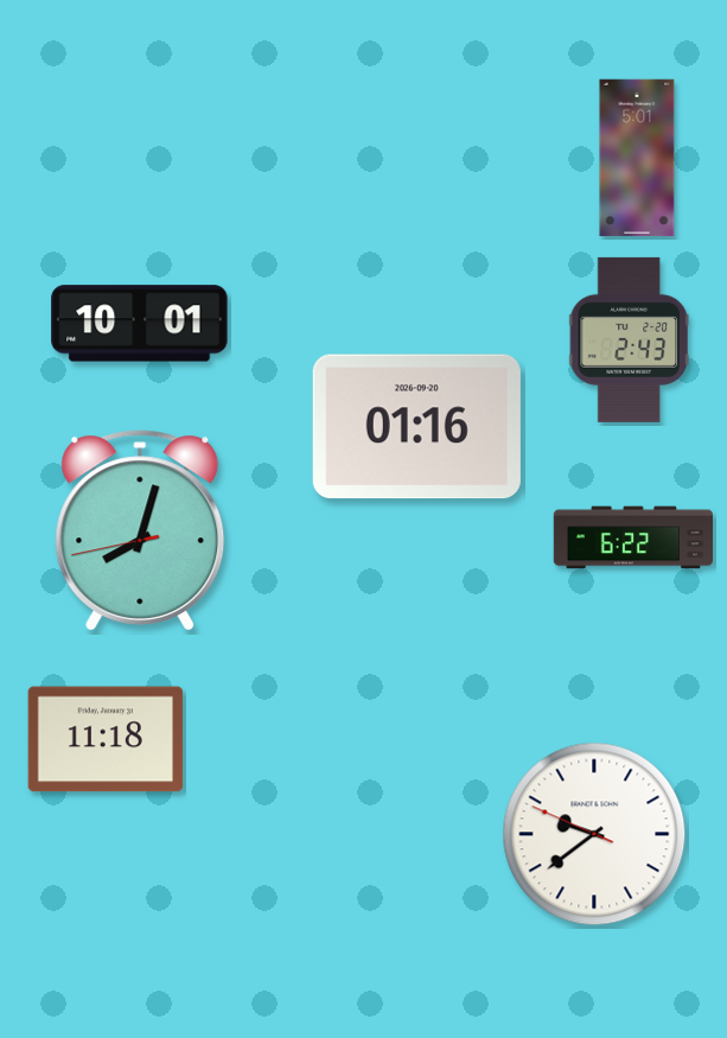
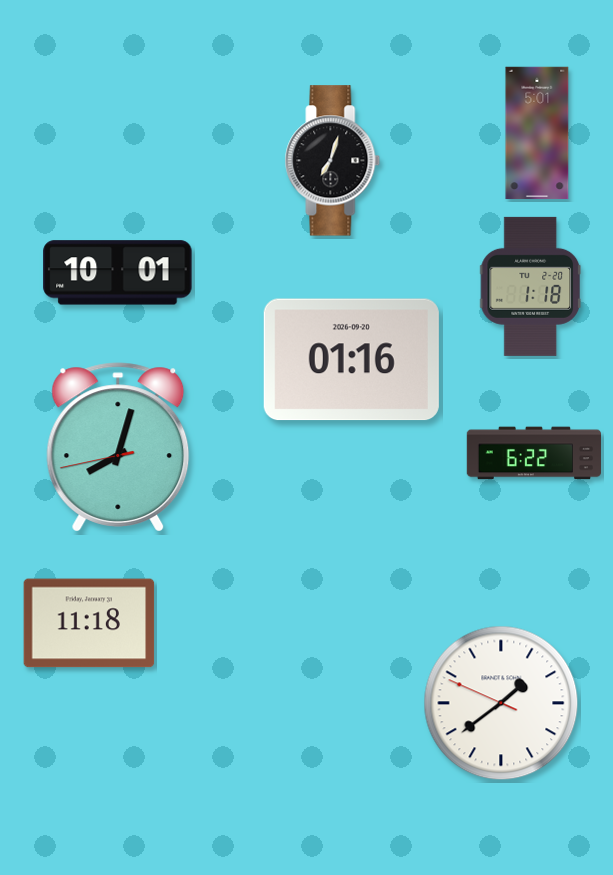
clock at (333, 161): none -> 7:03
clock at (629, 339): 2:43 -> 1:18
clock at (594, 834): 9:38 -> 1:38
